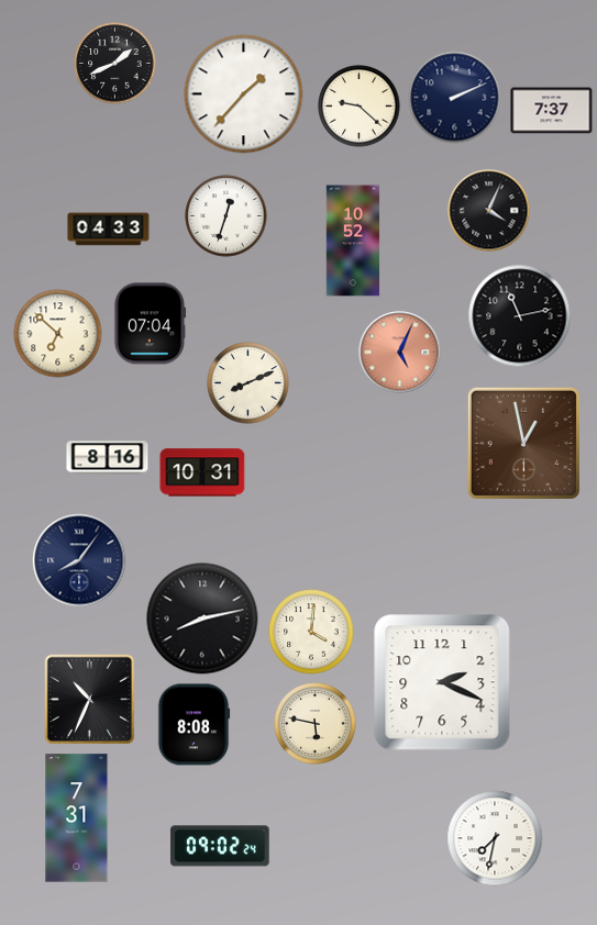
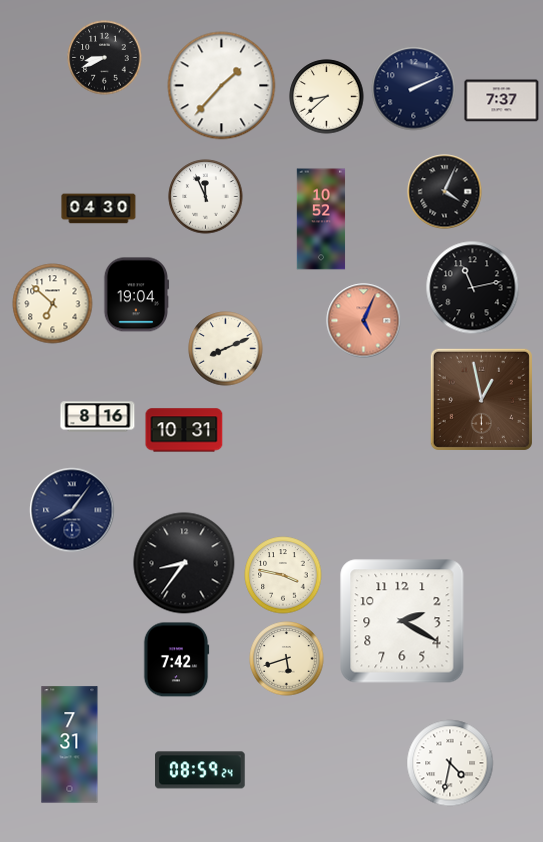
clock at (115, 64): 1:41 -> 8:41
clock at (360, 107): 9:22 -> 8:38
clock at (226, 216): 12:33 -> 11:56
clock at (109, 230): 04:33 -> 04:30
clock at (150, 324): 07:04 -> 19:04
clock at (523, 443) position: (523, 443) -> (481, 399)
clock at (202, 618): 8:13 -> 8:36
clock at (311, 632): 4:01 -> 3:47
clock at (442, 682): 2:19 -> 2:20
clock at (90, 700): 10:34 -> none
clock at (316, 724): 5:47 -> 5:42
clock at (194, 725): 8:08 -> 7:42
clock at (495, 838): 7:32 -> 4:32
clock at (220, 846): 09:02 -> 08:59
